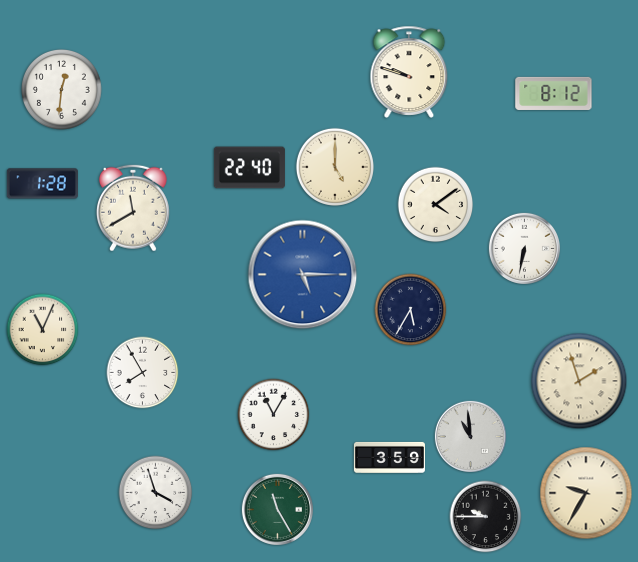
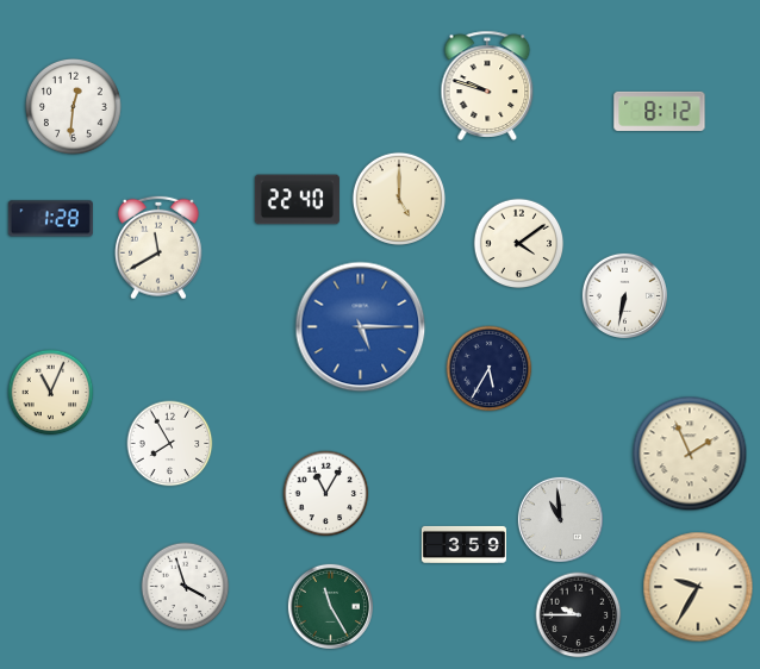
clock at (579, 381): 1:57 -> 1:56
